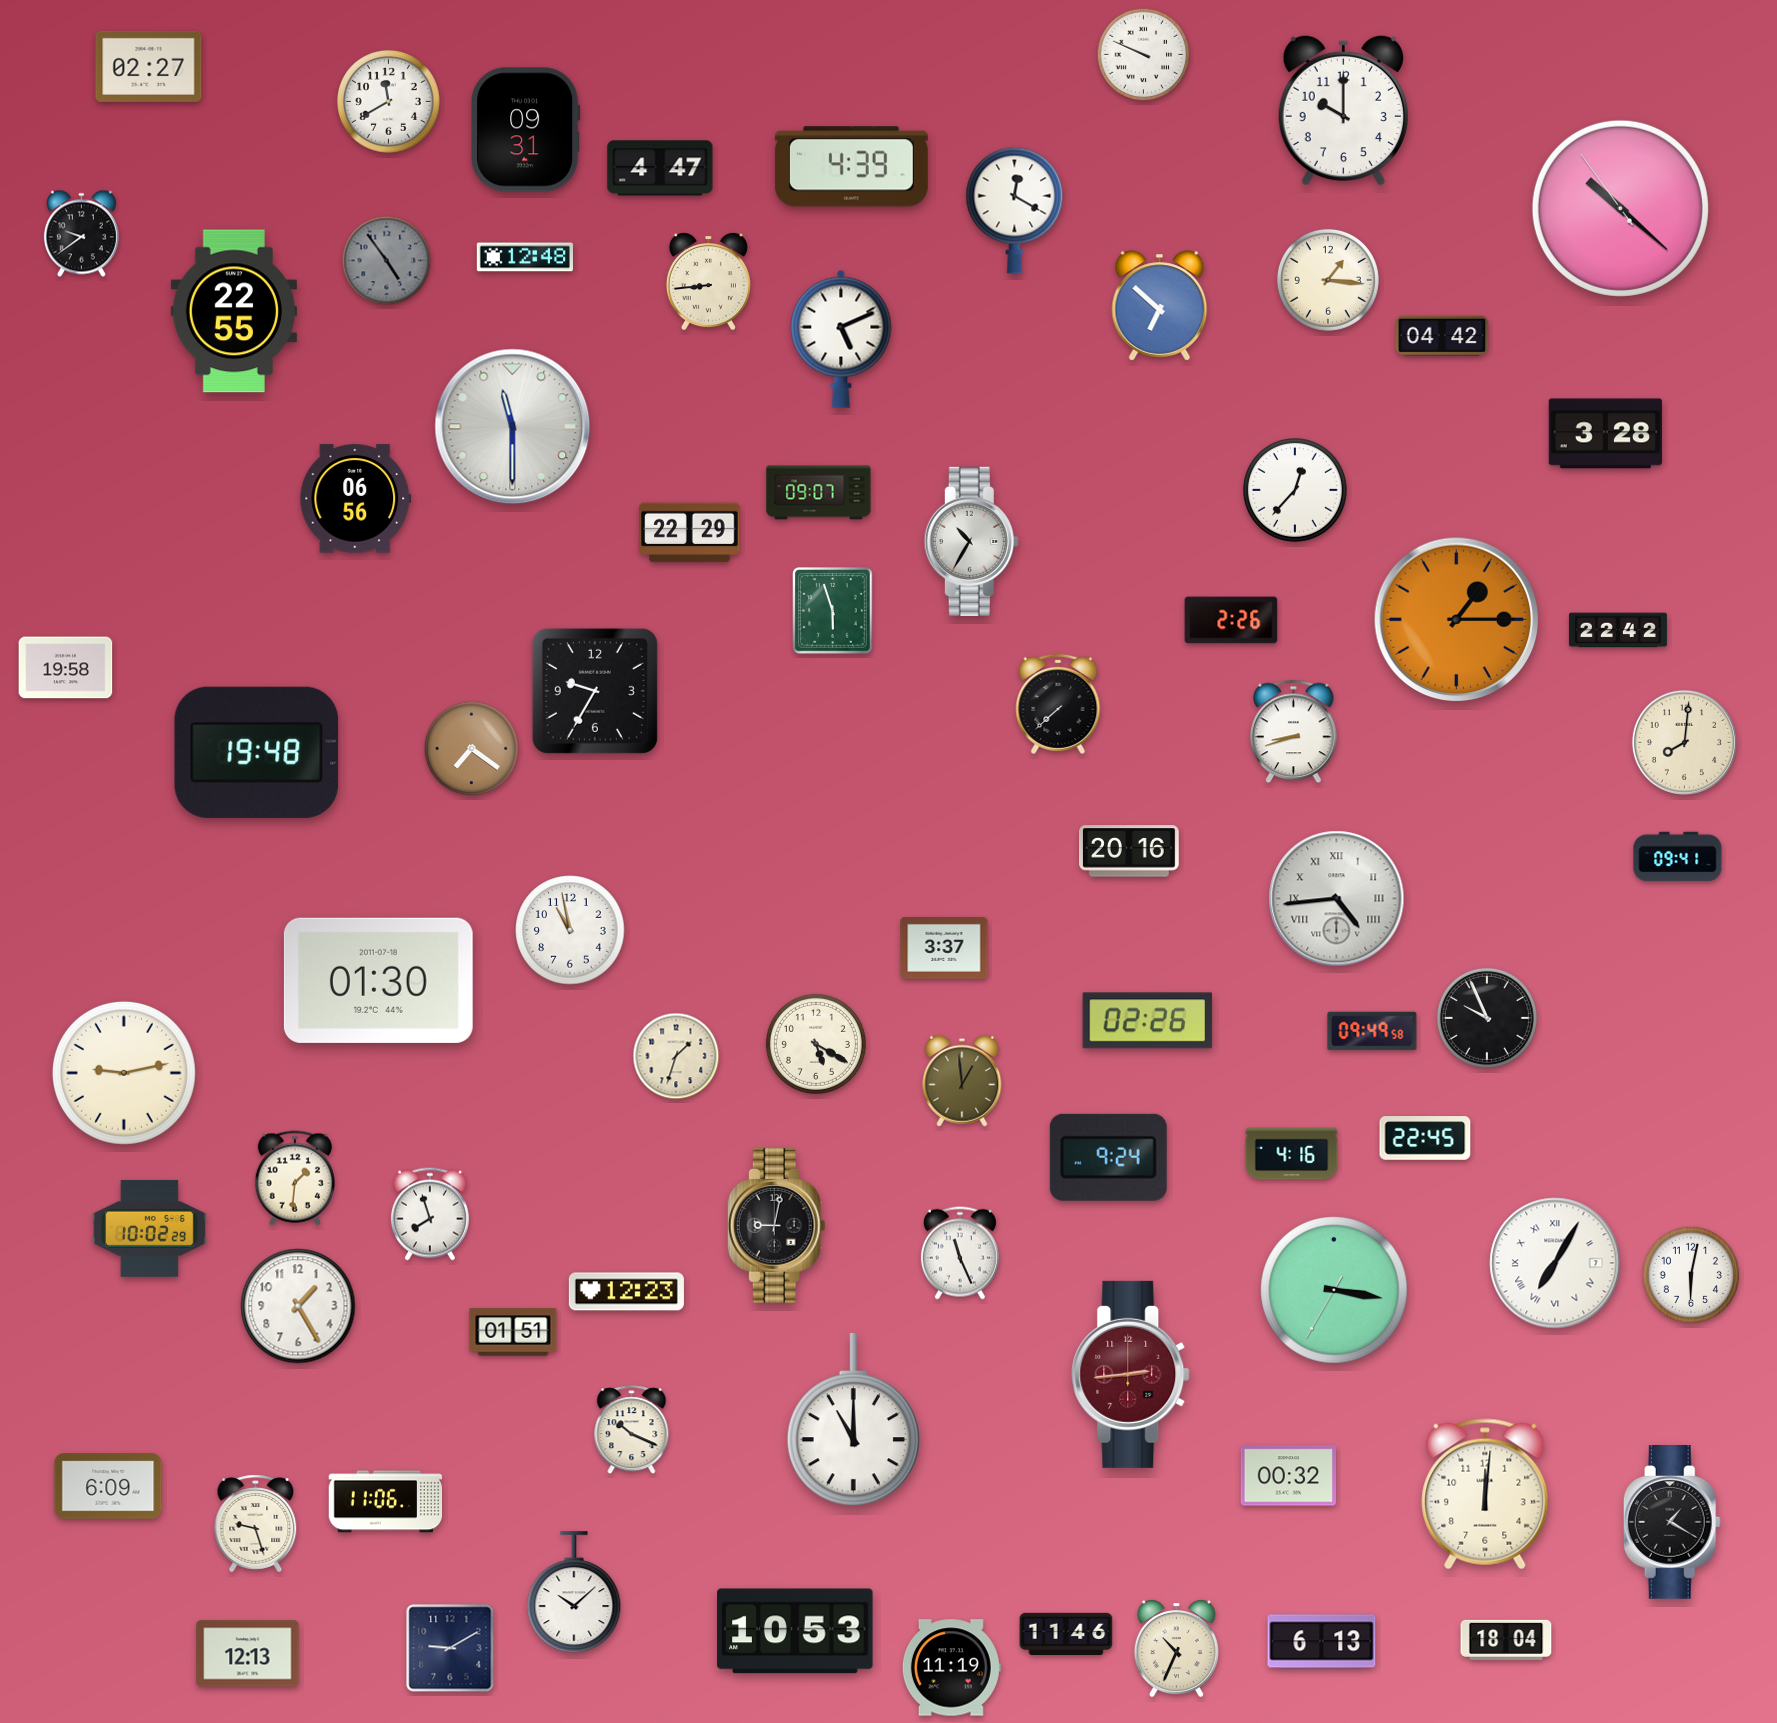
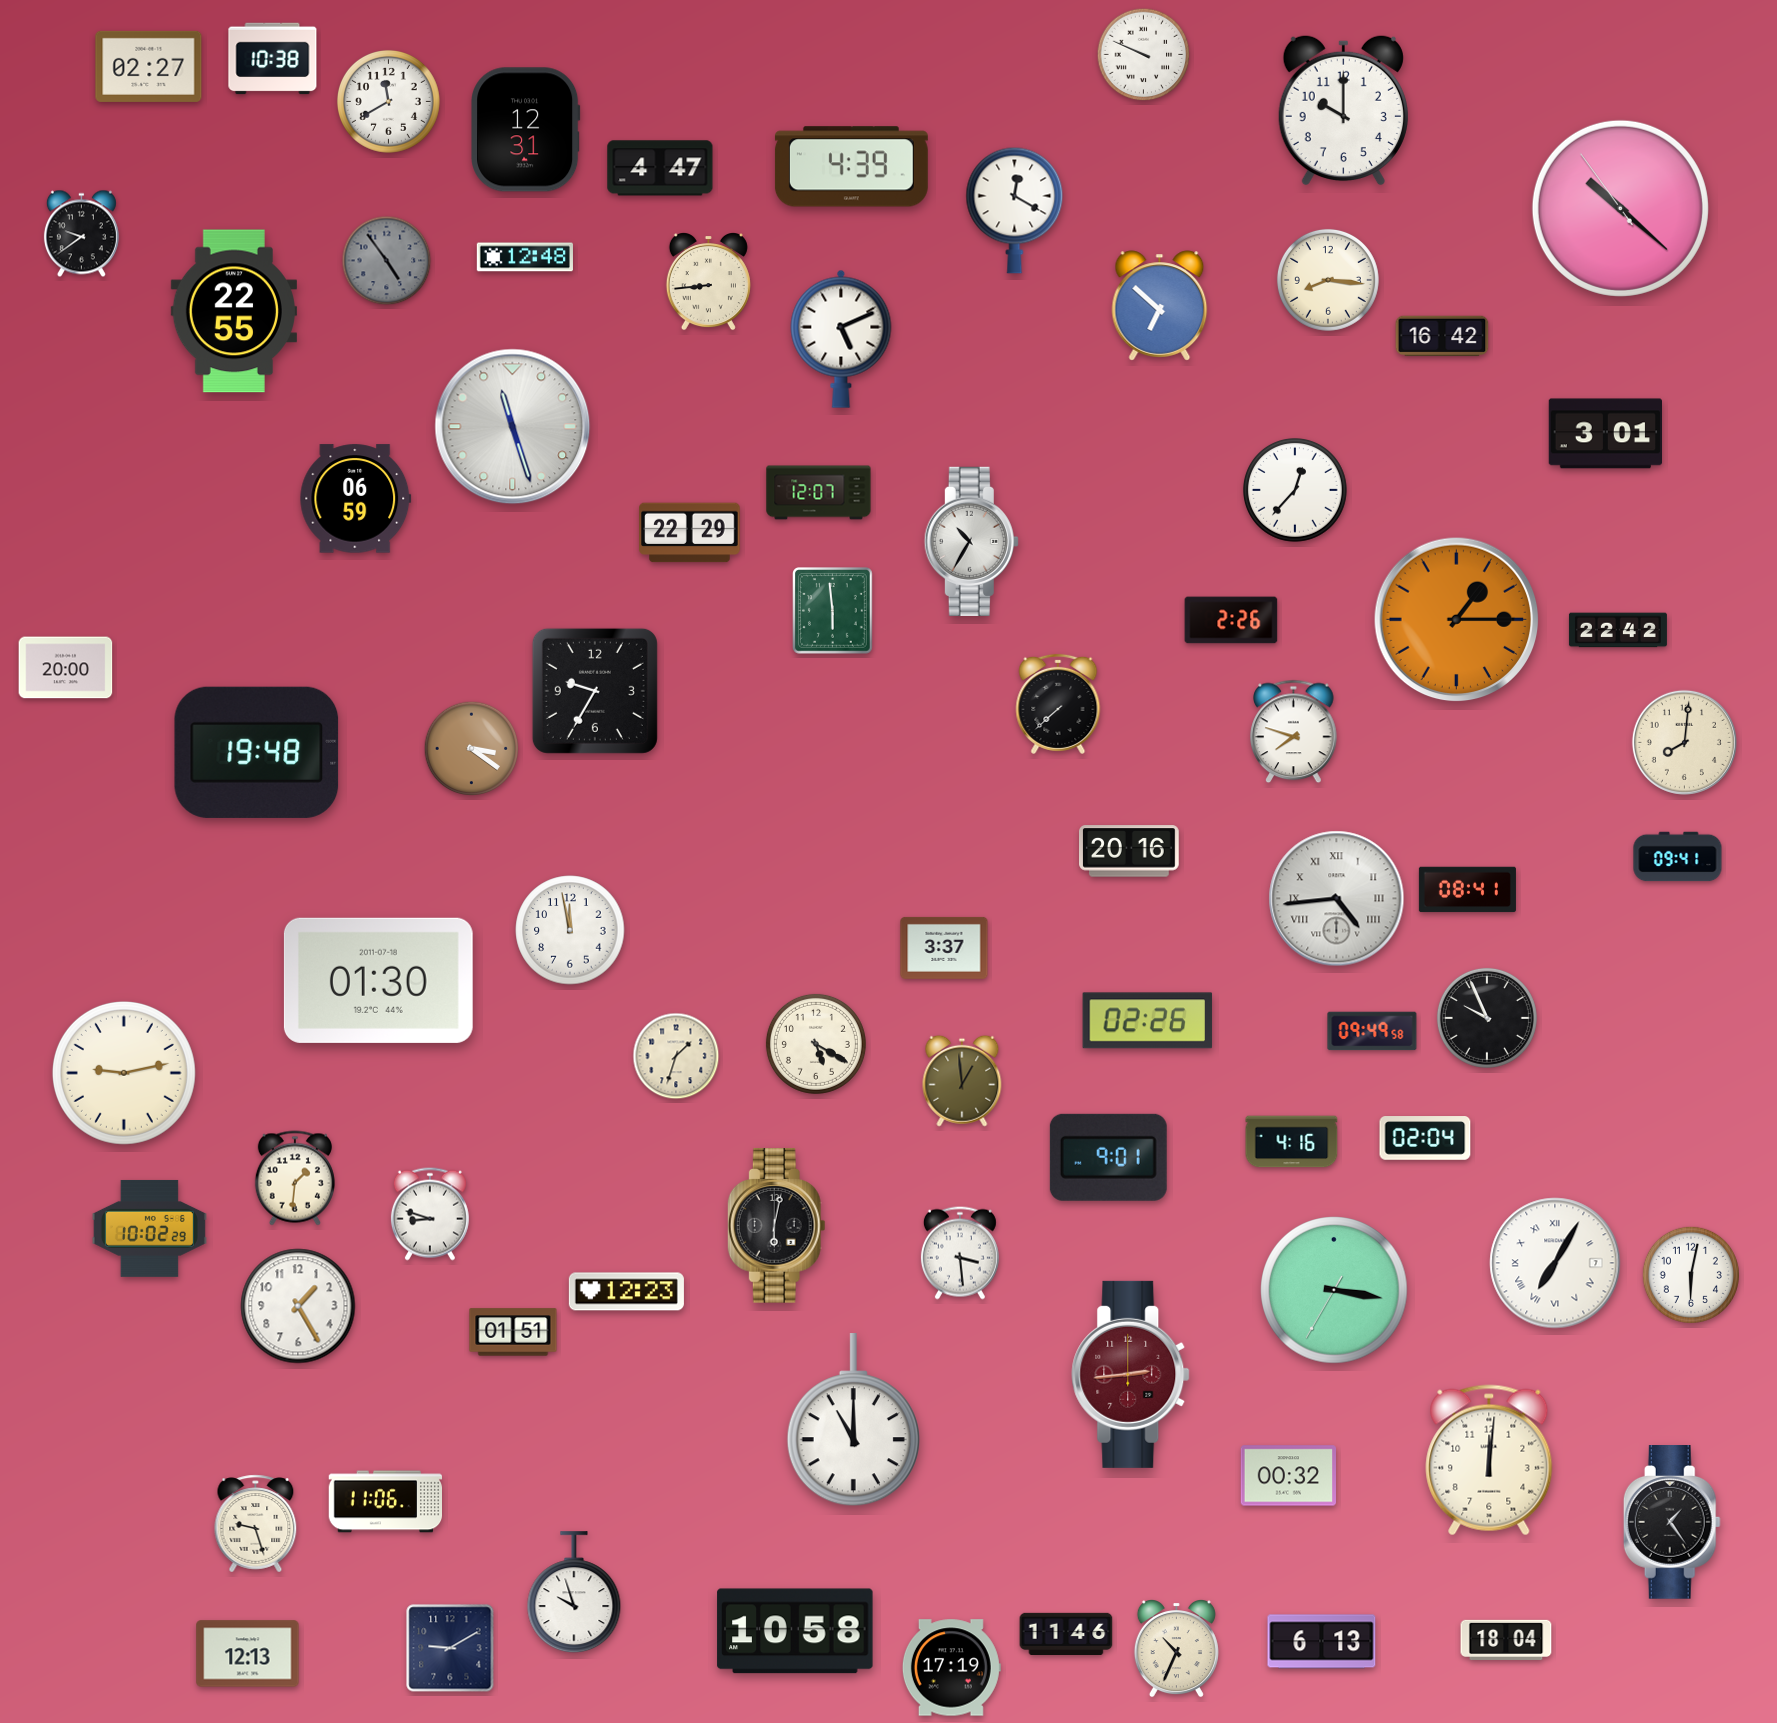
clock at (273, 59): none -> 10:38
clock at (526, 130): 09:31 -> 12:31
clock at (1328, 280): 1:16 -> 8:16
clock at (1442, 336): 04:42 -> 16:42
clock at (513, 427): 11:30 -> 11:27
clock at (1605, 434): 3:28 -> 3:01
clock at (819, 493): 09:07 -> 12:07
clock at (356, 499): 06:56 -> 06:59
clock at (833, 611): 5:57 -> 5:59
clock at (66, 668): 19:58 -> 20:00
clock at (1294, 732): 8:42 -> 7:48
clock at (472, 749): 7:21 -> 3:21
clock at (1467, 890): none -> 08:41
clock at (570, 930): 10:58 -> 11:58
clock at (1425, 1138): 22:45 -> 02:04
clock at (1292, 1154) position: (1292, 1154) -> (1292, 1142)
clock at (1108, 1157): 9:24 -> 9:01
clock at (430, 1214): 7:57 -> 8:48
clock at (776, 1226): 9:02 -> 6:02
clock at (960, 1253): 11:26 -> 3:29
clock at (632, 1430): 10:19 -> none
clock at (108, 1486): 6:09 -> none
clock at (1485, 1494) position: (1485, 1494) -> (1489, 1460)
clock at (1672, 1523): 1:20 -> 1:24
clock at (574, 1593): 10:08 -> 9:57
clock at (795, 1631): 10:53 -> 10:58
clock at (951, 1668): 11:19 -> 17:19
